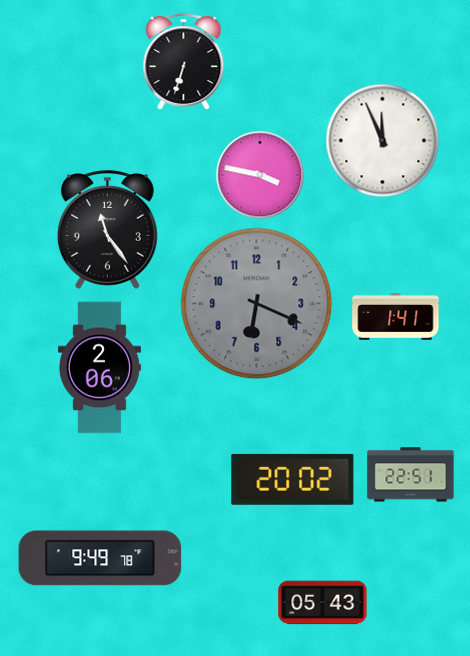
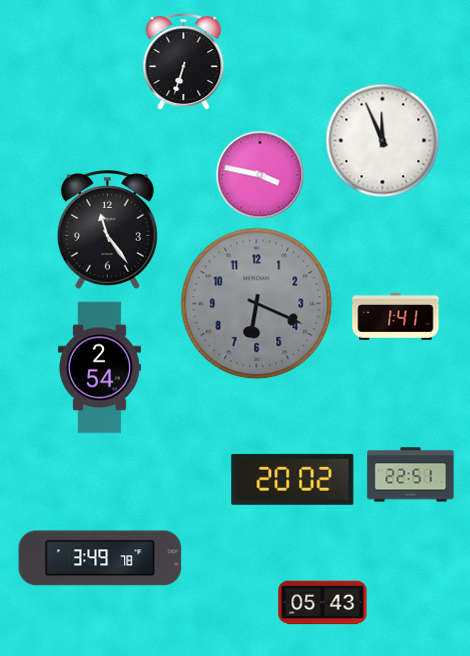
clock at (99, 368): 2:06 -> 2:54
clock at (100, 558): 9:49 -> 3:49
